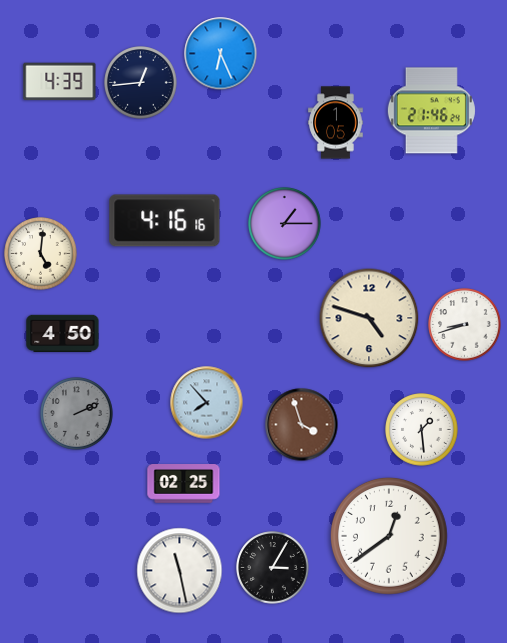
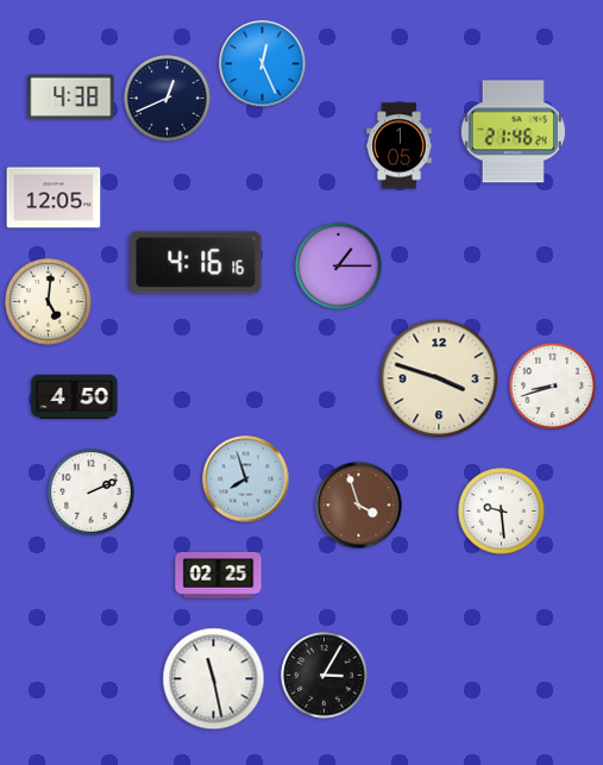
clock at (221, 54): 6:26 -> 12:26
clock at (60, 82): 4:39 -> 4:38
clock at (141, 83): 12:44 -> 12:41
clock at (54, 197): none -> 12:05
clock at (369, 318): 4:48 -> 3:48
clock at (207, 403): 7:53 -> 7:57
clock at (77, 414) dial: grey -> white
clock at (422, 430): 1:29 -> 9:29
clock at (389, 536): 12:39 -> none
